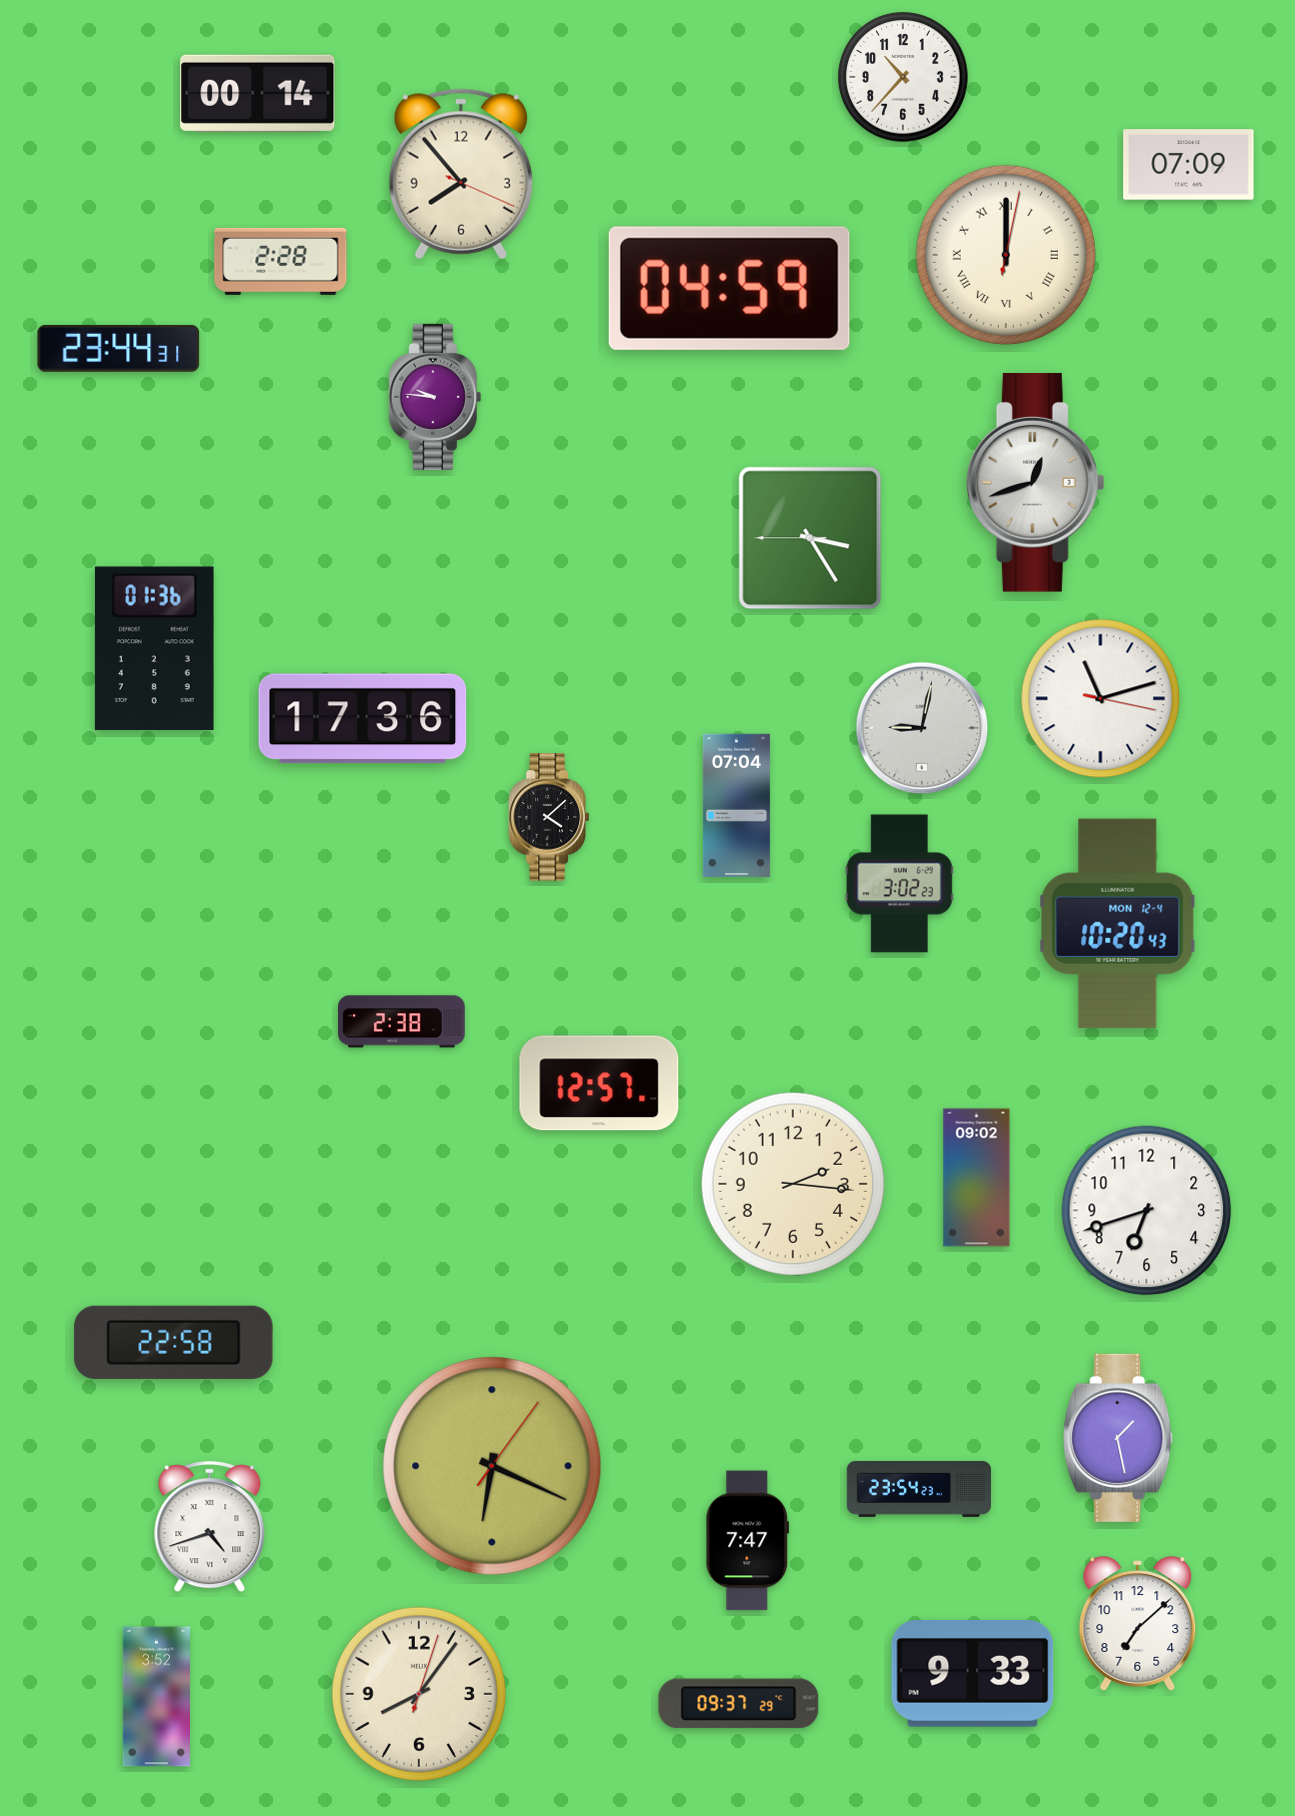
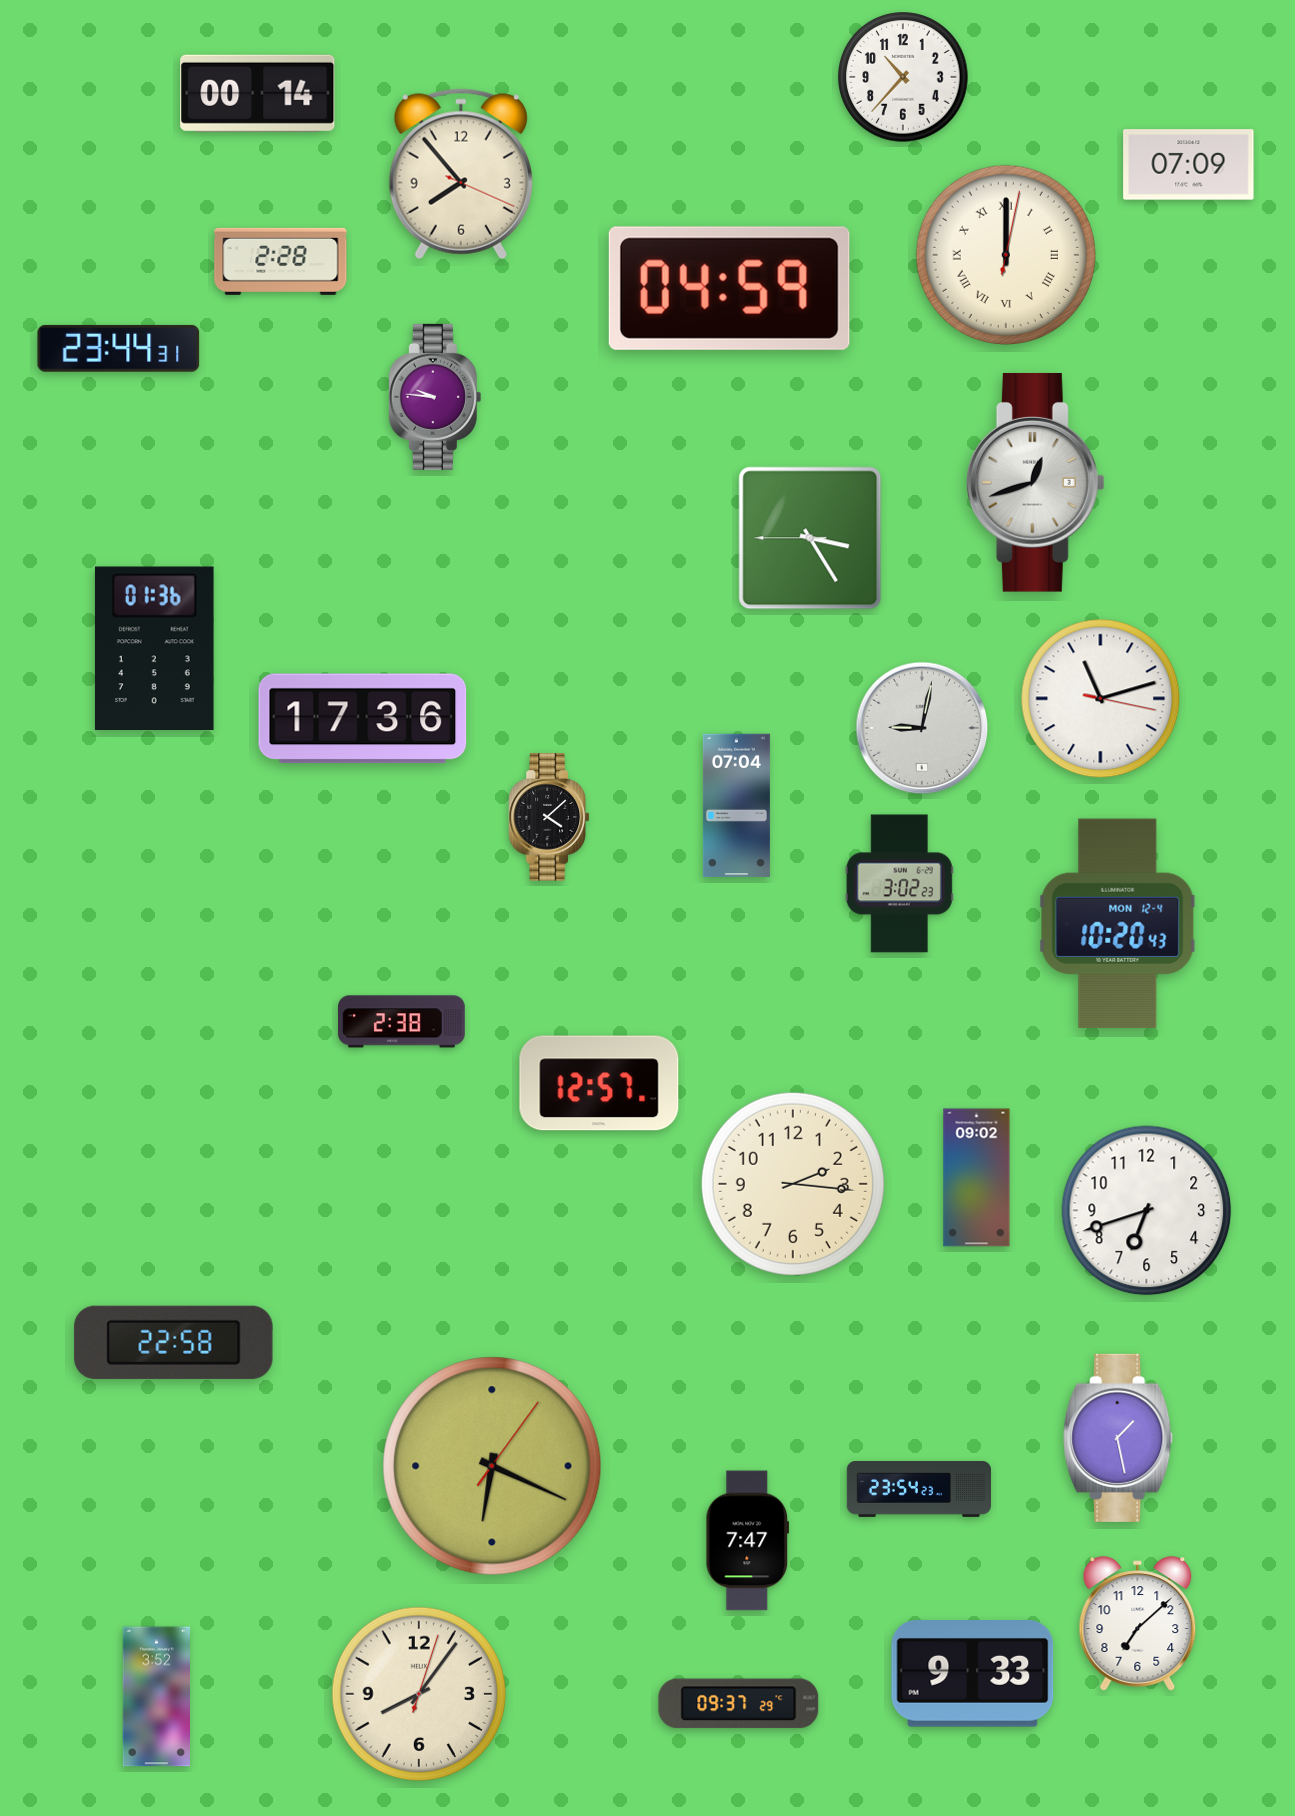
clock at (210, 1527): 4:42 -> none
